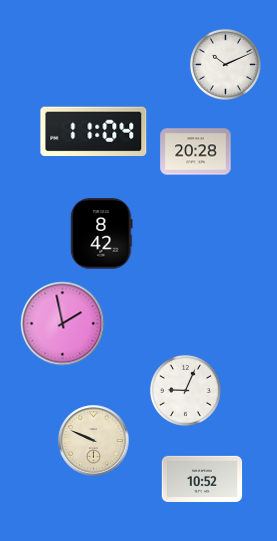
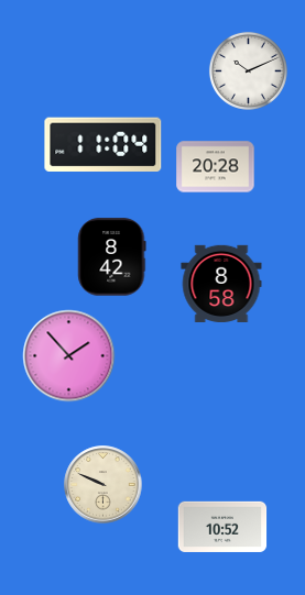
clock at (221, 284): none -> 8:58
clock at (63, 324): 1:58 -> 1:53
clock at (185, 390): 9:04 -> none
